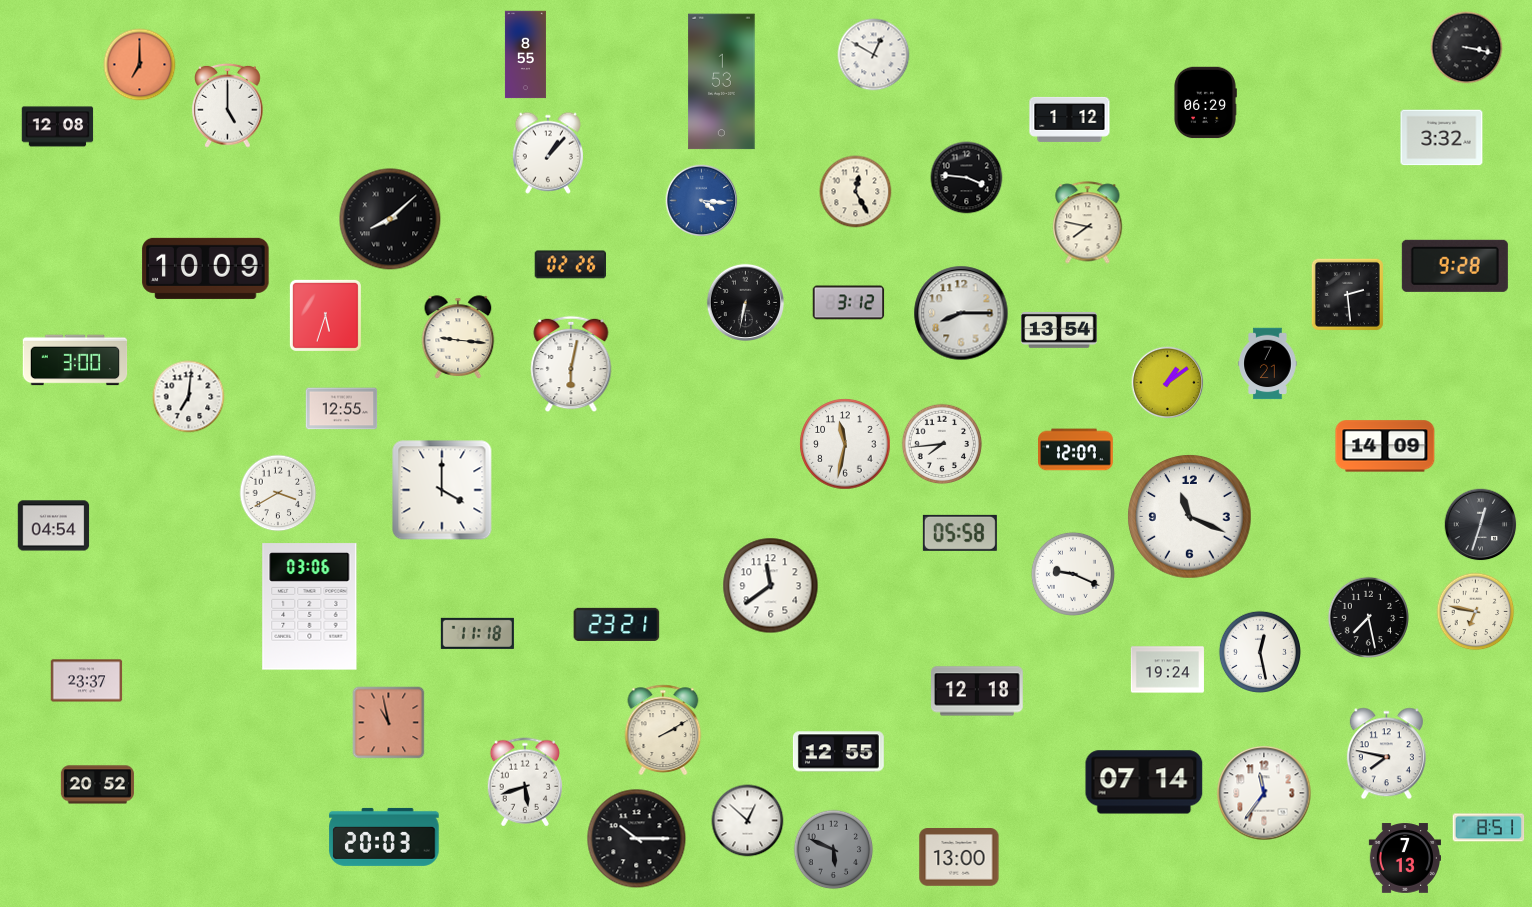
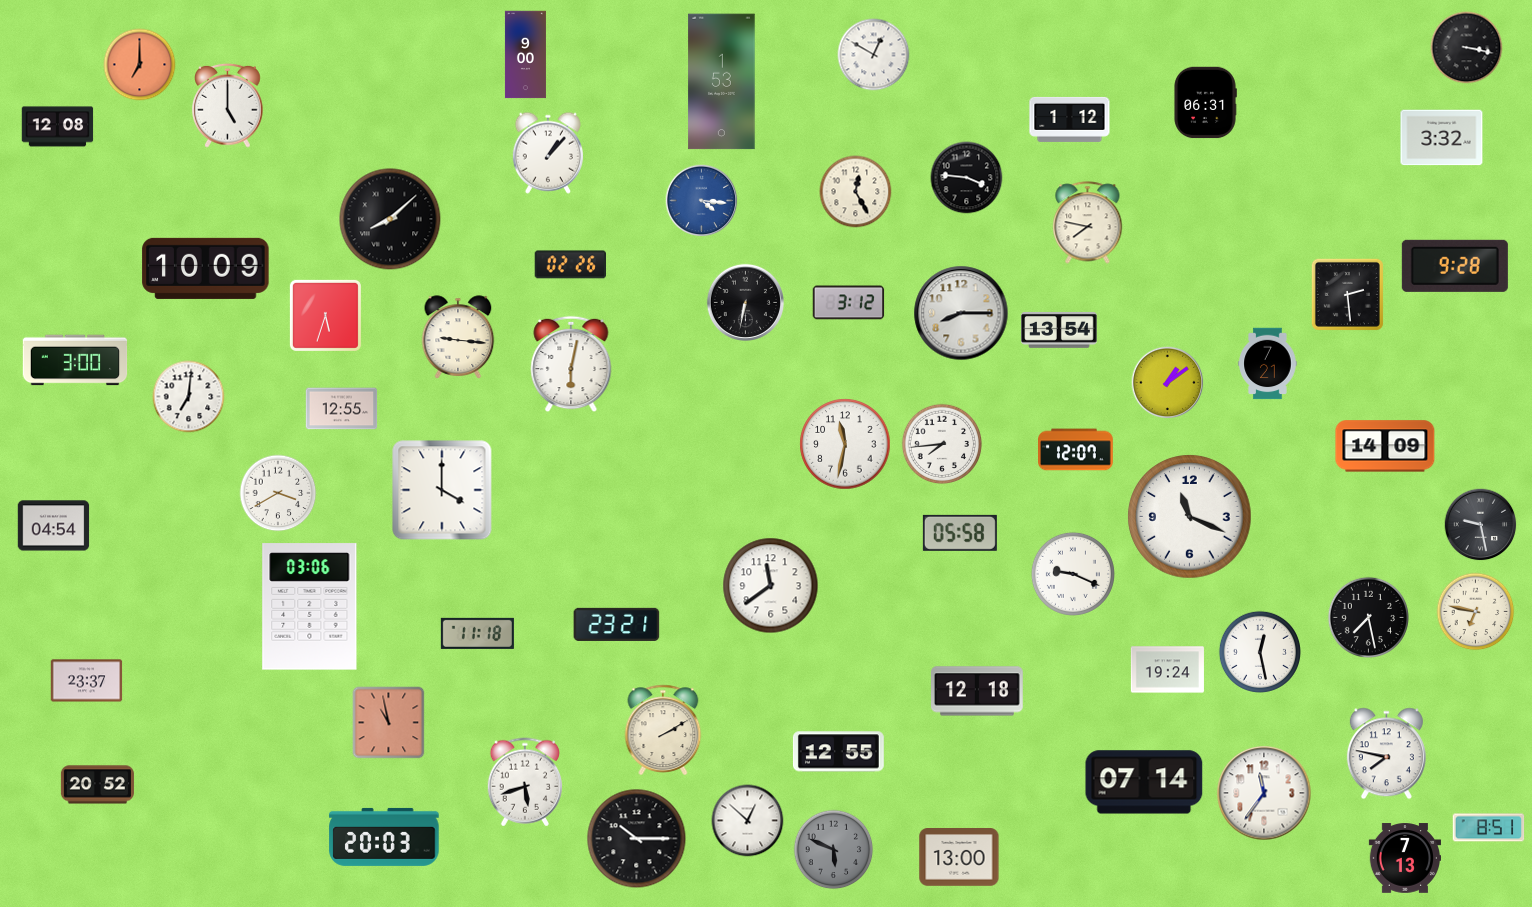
clock at (525, 55): 8:55 -> 9:00
clock at (1205, 103): 06:29 -> 06:31
clock at (1481, 525): 12:33 -> 9:28
